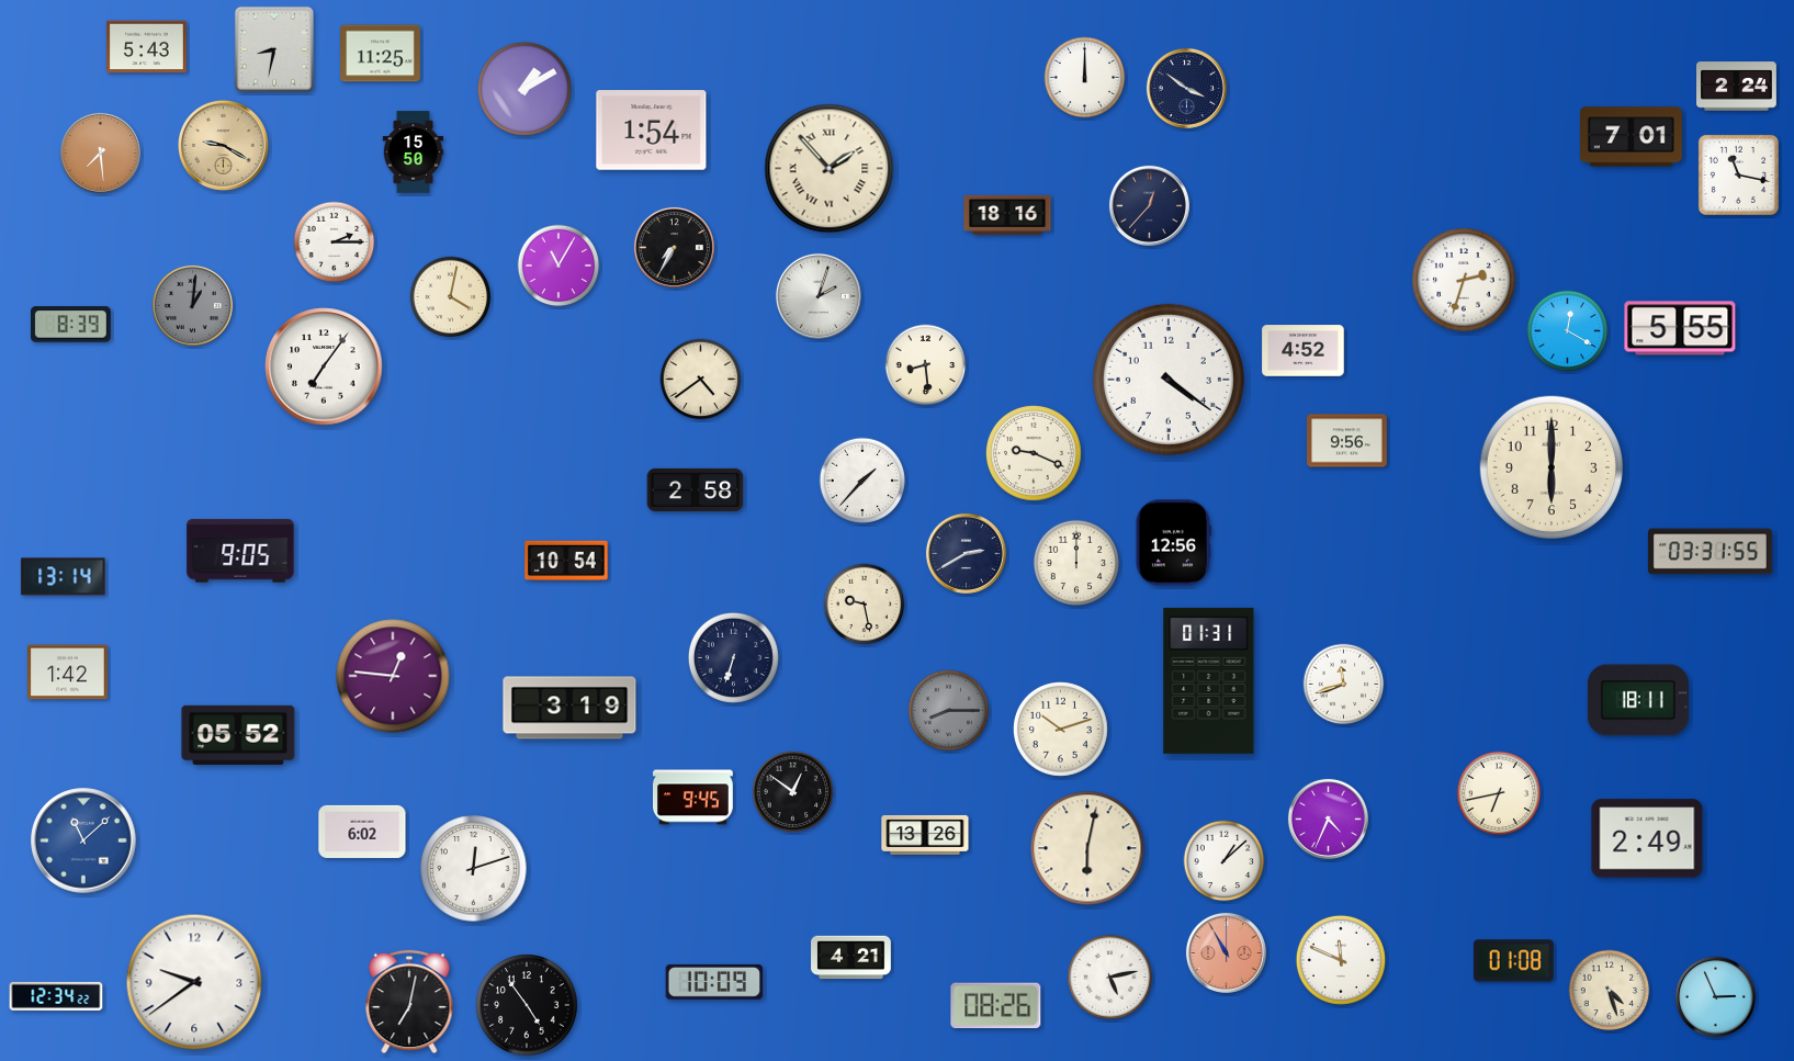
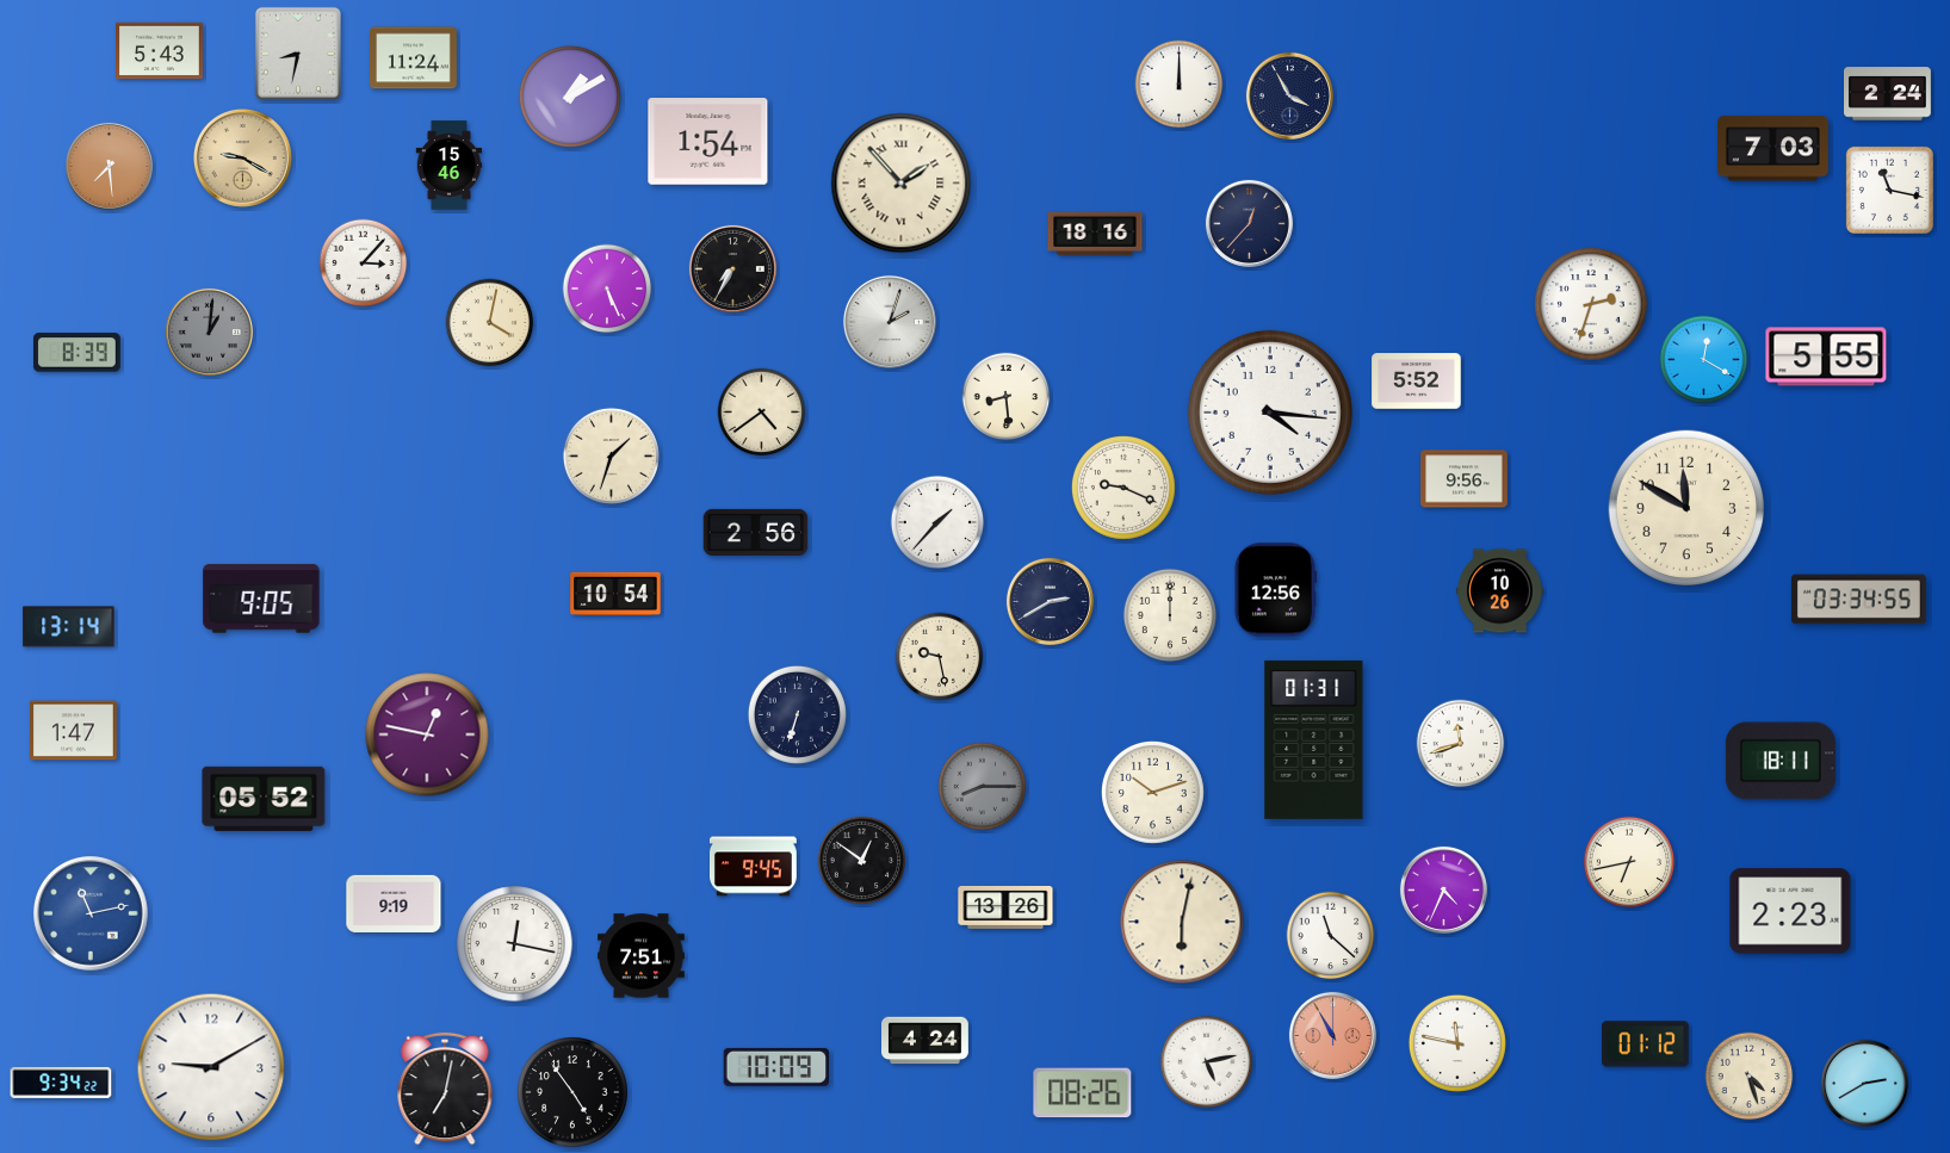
clock at (381, 54): 11:25 -> 11:24
clock at (1186, 88): 3:51 -> 3:55
clock at (1631, 137): 7:01 -> 7:03
clock at (414, 153): 15:50 -> 15:46
clock at (335, 242): 2:15 -> 3:07
clock at (558, 266): 11:05 -> 5:26
clock at (1304, 351): 4:52 -> 5:52
clock at (324, 366): 7:06 -> none
clock at (1169, 380): 4:21 -> 4:16
clock at (611, 455): none -> 1:33
clock at (1034, 453) position: (1034, 453) -> (1123, 488)
clock at (1550, 466): 6:00 -> 11:50
clock at (696, 489): 2:58 -> 2:56
clock at (1500, 591): none -> 10:26
clock at (1710, 552): 03:31 -> 03:34
clock at (566, 560) position: (566, 560) -> (615, 593)
clock at (1076, 563) position: (1076, 563) -> (1170, 615)
clock at (68, 673): 1:42 -> 1:47
clock at (393, 676): 12:46 -> 12:47
clock at (569, 708): 3:19 -> none
clock at (949, 711) position: (949, 711) -> (983, 787)
clock at (238, 735) position: (238, 735) -> (264, 799)
clock at (362, 832): 6:02 -> 9:19
clock at (1647, 838): 2:49 -> 2:23
clock at (83, 840): 11:08 -> 11:13
clock at (1225, 861): 1:08 -> 11:22
clock at (474, 869): 12:12 -> 12:17
clock at (642, 956): none -> 7:51
clock at (851, 958): 4:21 -> 4:24
clock at (1341, 960): 11:49 -> 11:47
clock at (1513, 961): 01:08 -> 01:12
clock at (194, 982): 9:39 -> 9:10
clock at (56, 996): 12:34 -> 9:34
clock at (1715, 996): 2:56 -> 2:40
